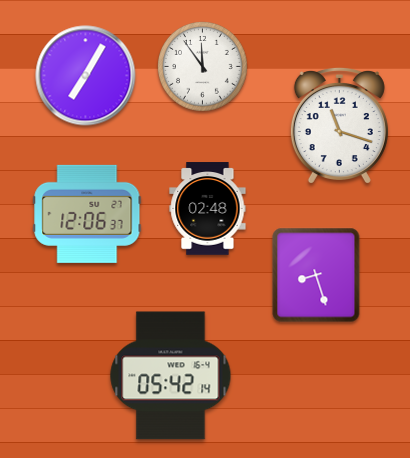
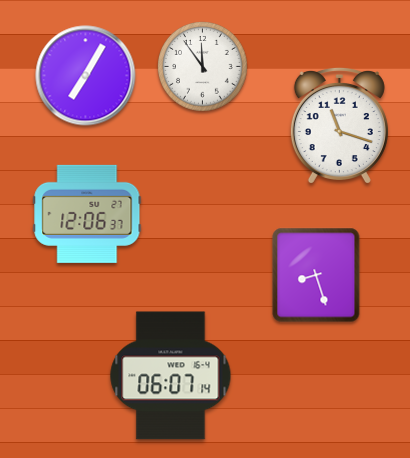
clock at (208, 209): 02:48 -> none
clock at (171, 376): 05:42 -> 06:07
